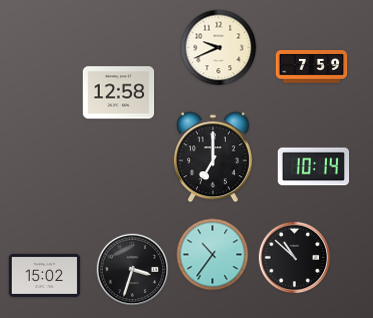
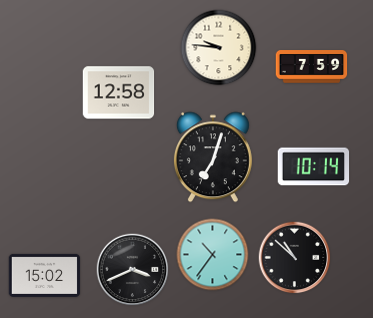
clock at (219, 48): 9:41 -> 9:46
clock at (213, 157): 7:00 -> 7:03
clock at (133, 270): 3:33 -> 3:41
